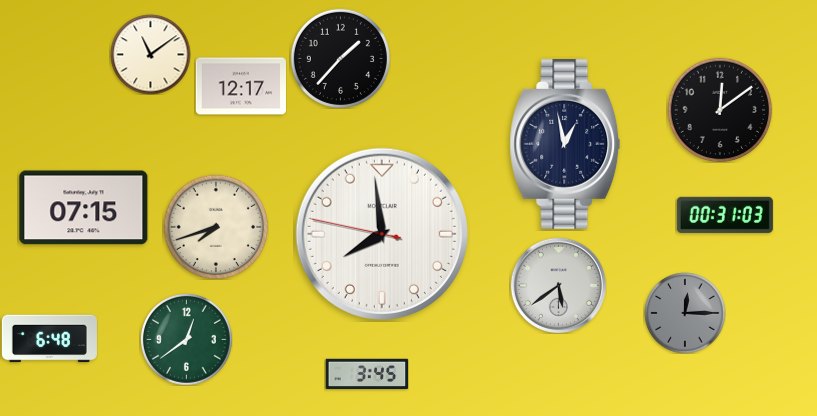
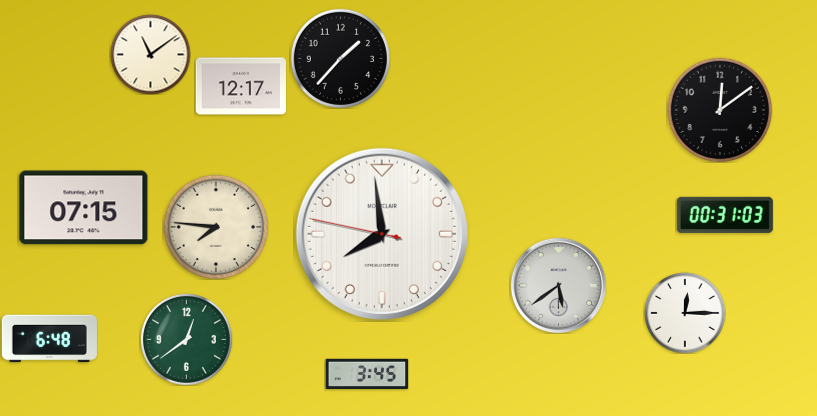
clock at (565, 144): 12:58 -> none
clock at (215, 226): 7:42 -> 7:46
clock at (685, 313) dial: grey -> white
